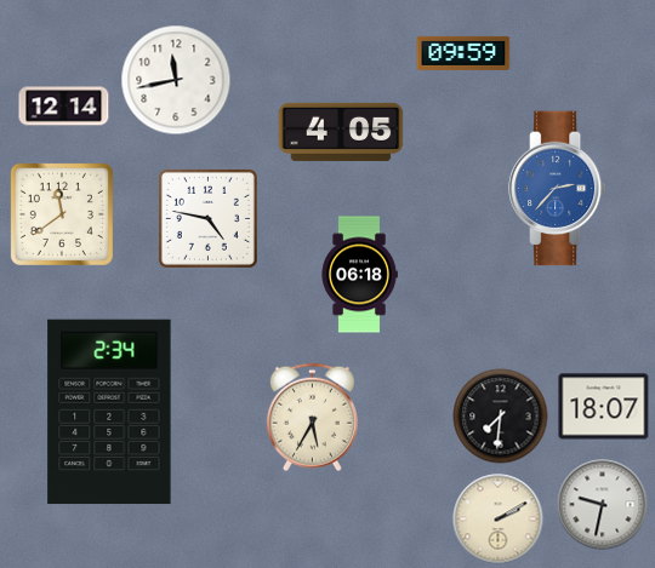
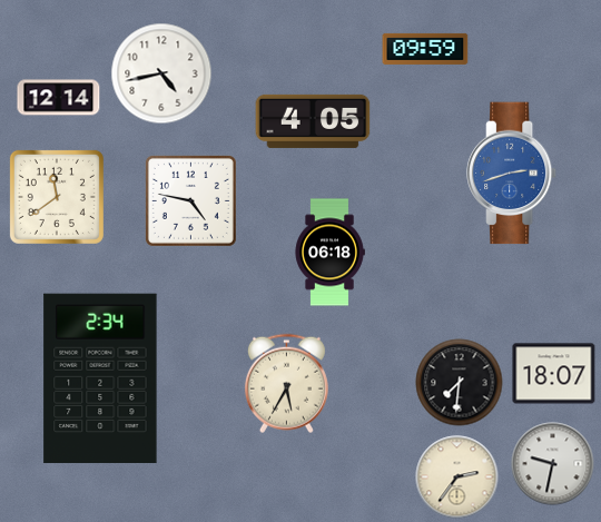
clock at (176, 80): 11:43 -> 4:43
clock at (559, 189): 2:37 -> 2:42
clock at (499, 520): 2:10 -> 2:36
